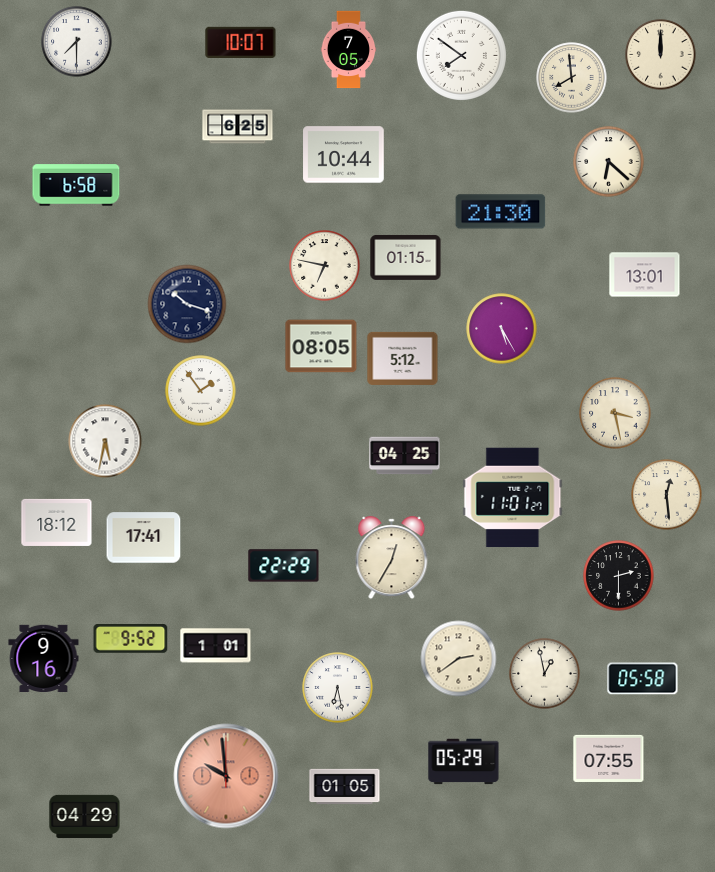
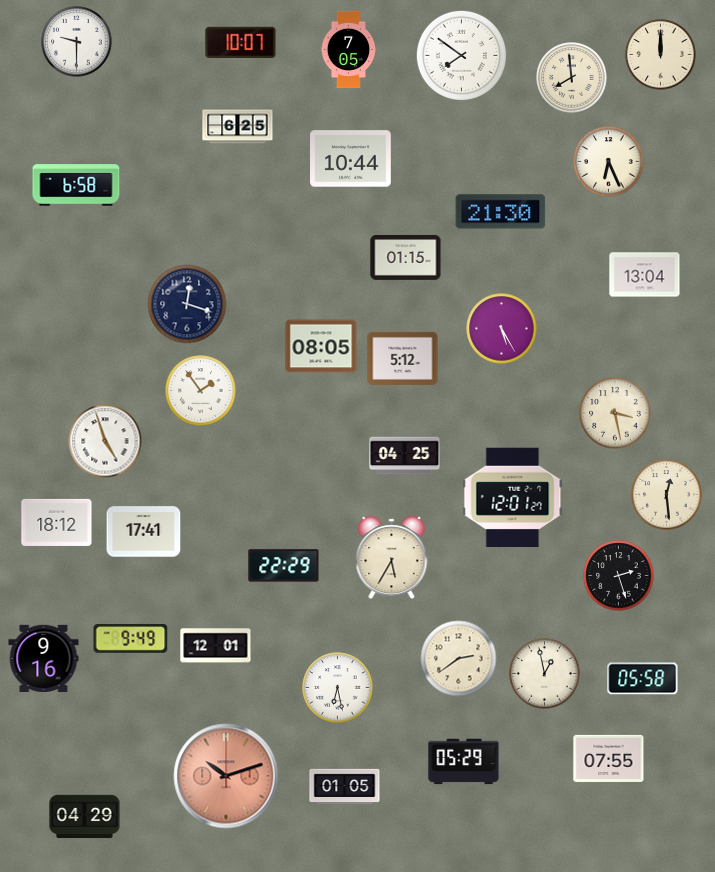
clock at (77, 42): 7:30 -> 9:30
clock at (344, 155) position: (344, 155) -> (351, 159)
clock at (609, 162): 6:22 -> 6:26
clock at (325, 266): 6:47 -> none
clock at (645, 275): 13:01 -> 13:04
clock at (187, 304): 10:18 -> 12:18
clock at (105, 441): 5:32 -> 4:57
clock at (513, 498): 11:01 -> 12:01
clock at (144, 538) position: (144, 538) -> (144, 532)
clock at (392, 558): 12:35 -> 5:35
clock at (619, 576): 2:30 -> 2:27
clock at (131, 639): 9:52 -> 9:49
clock at (216, 646): 1:01 -> 12:01
clock at (226, 776): 9:59 -> 10:12
